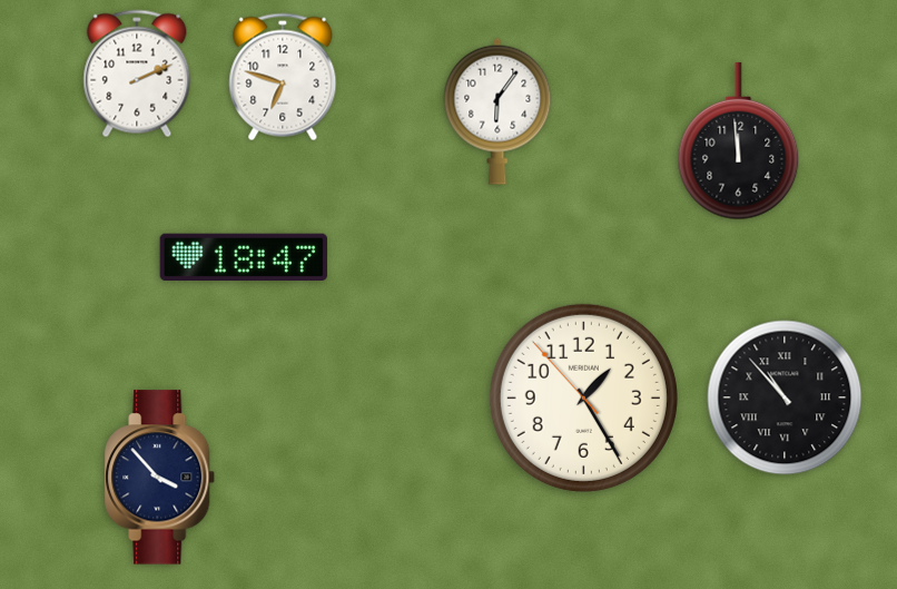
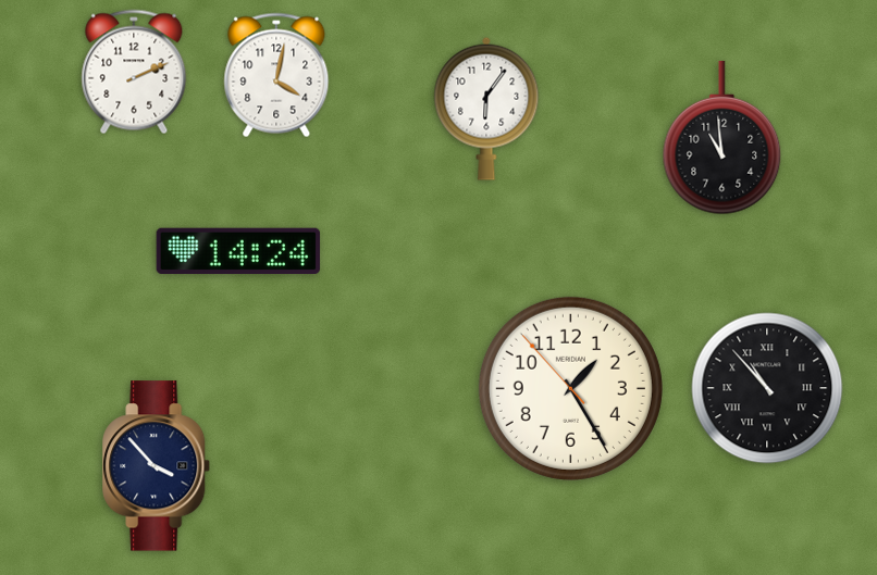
clock at (283, 77): 6:48 -> 4:02
clock at (739, 141): 11:59 -> 10:59
clock at (244, 256): 18:47 -> 14:24
